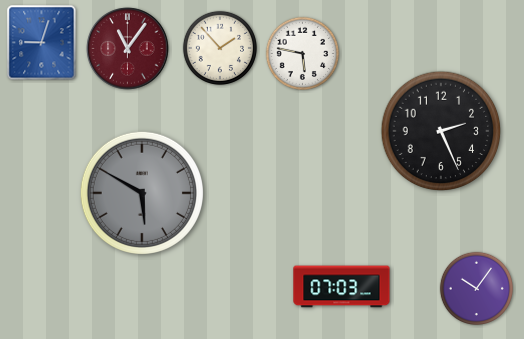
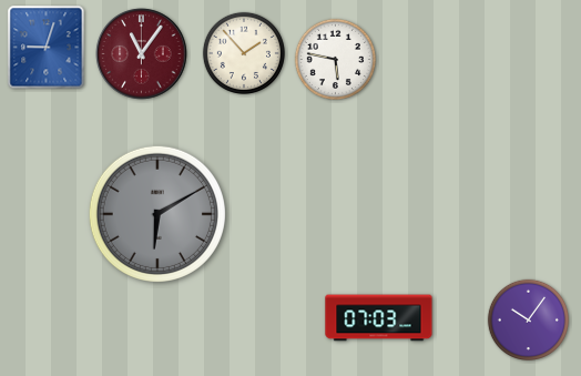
clock at (441, 131): 2:26 -> none
clock at (142, 193): 5:50 -> 6:10
